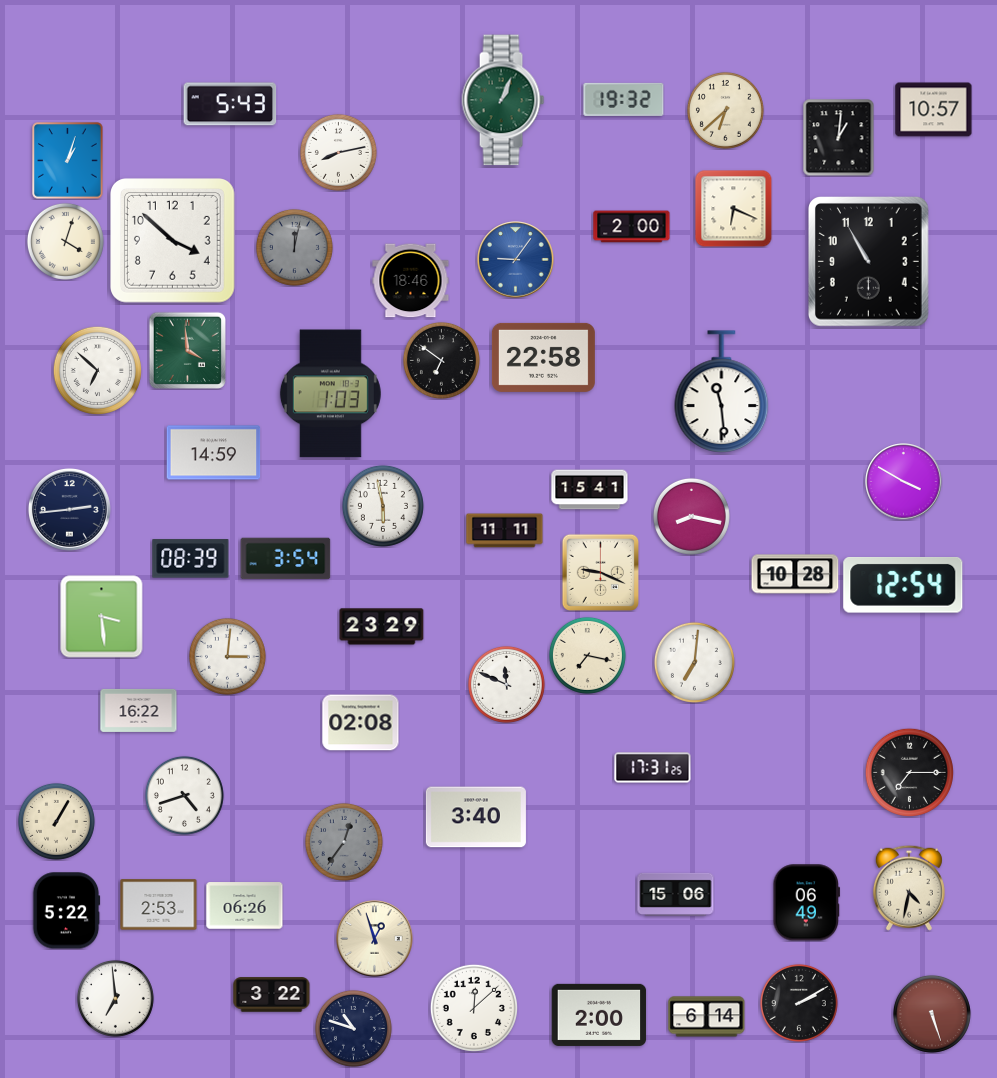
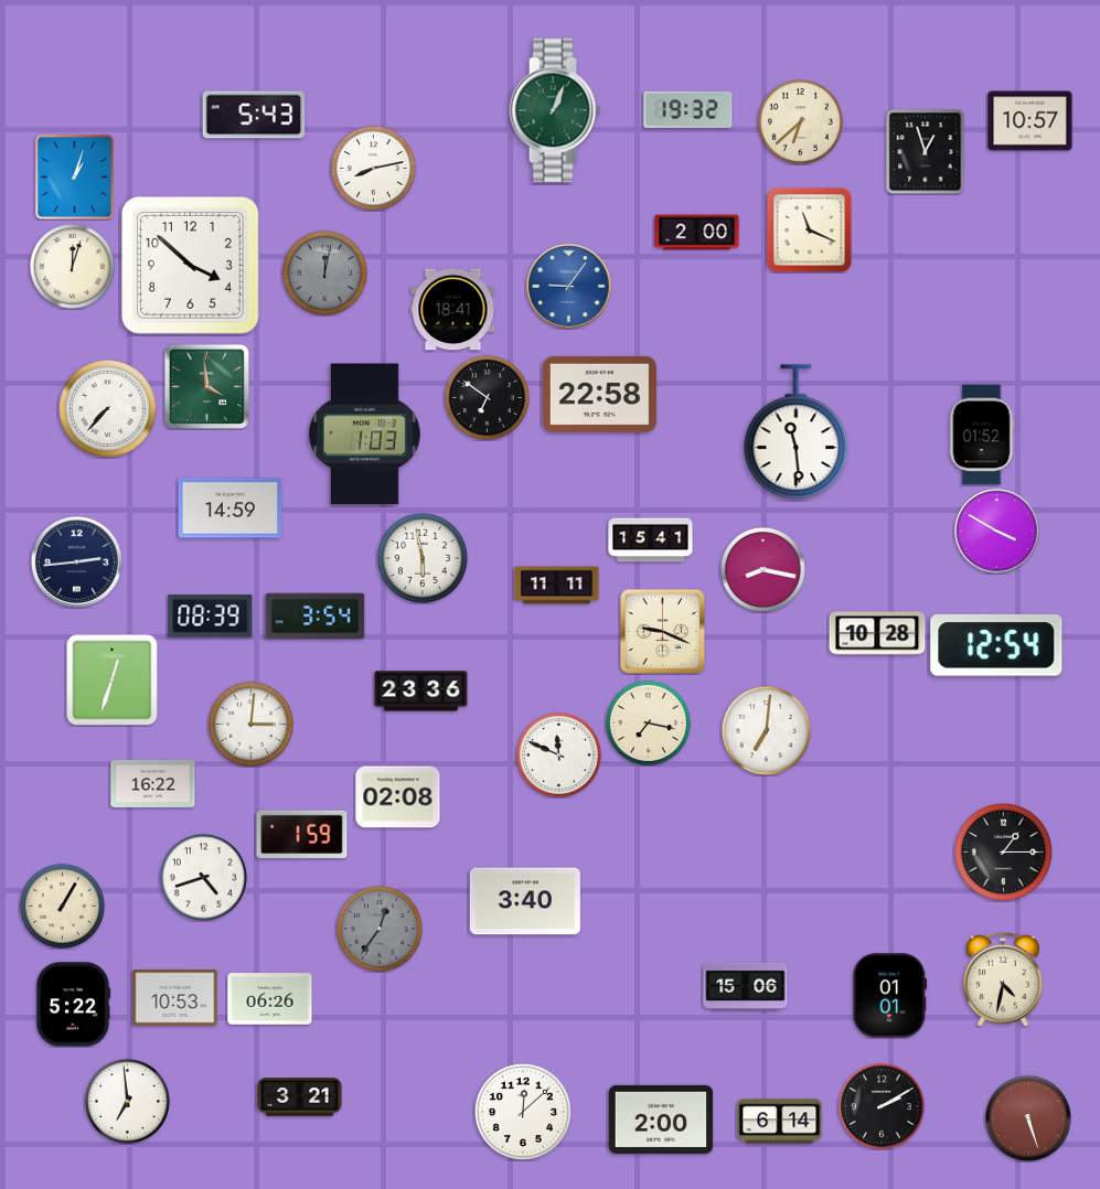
clock at (839, 137): 1:01 -> 12:57
clock at (733, 208): 6:19 -> 11:19
clock at (632, 227) position: (632, 227) -> (697, 233)
clock at (65, 241): 4:03 -> 12:03
clock at (869, 262): 10:55 -> none
clock at (411, 281): 18:46 -> 18:41
clock at (97, 370): 6:52 -> 7:37
clock at (982, 435): none -> 01:52
clock at (214, 453) position: (214, 453) -> (231, 508)
clock at (102, 617): 3:29 -> 12:33
clock at (382, 627): 23:29 -> 23:36
clock at (302, 834): none -> 1:59
clock at (653, 768): 17:31 -> none
clock at (909, 772): 7:15 -> 1:15
clock at (807, 903): 06:49 -> 01:01
clock at (159, 905): 2:53 -> 10:53
clock at (375, 939): 12:57 -> none
clock at (272, 995): 3:22 -> 3:21
clock at (353, 1028): 10:48 -> none
